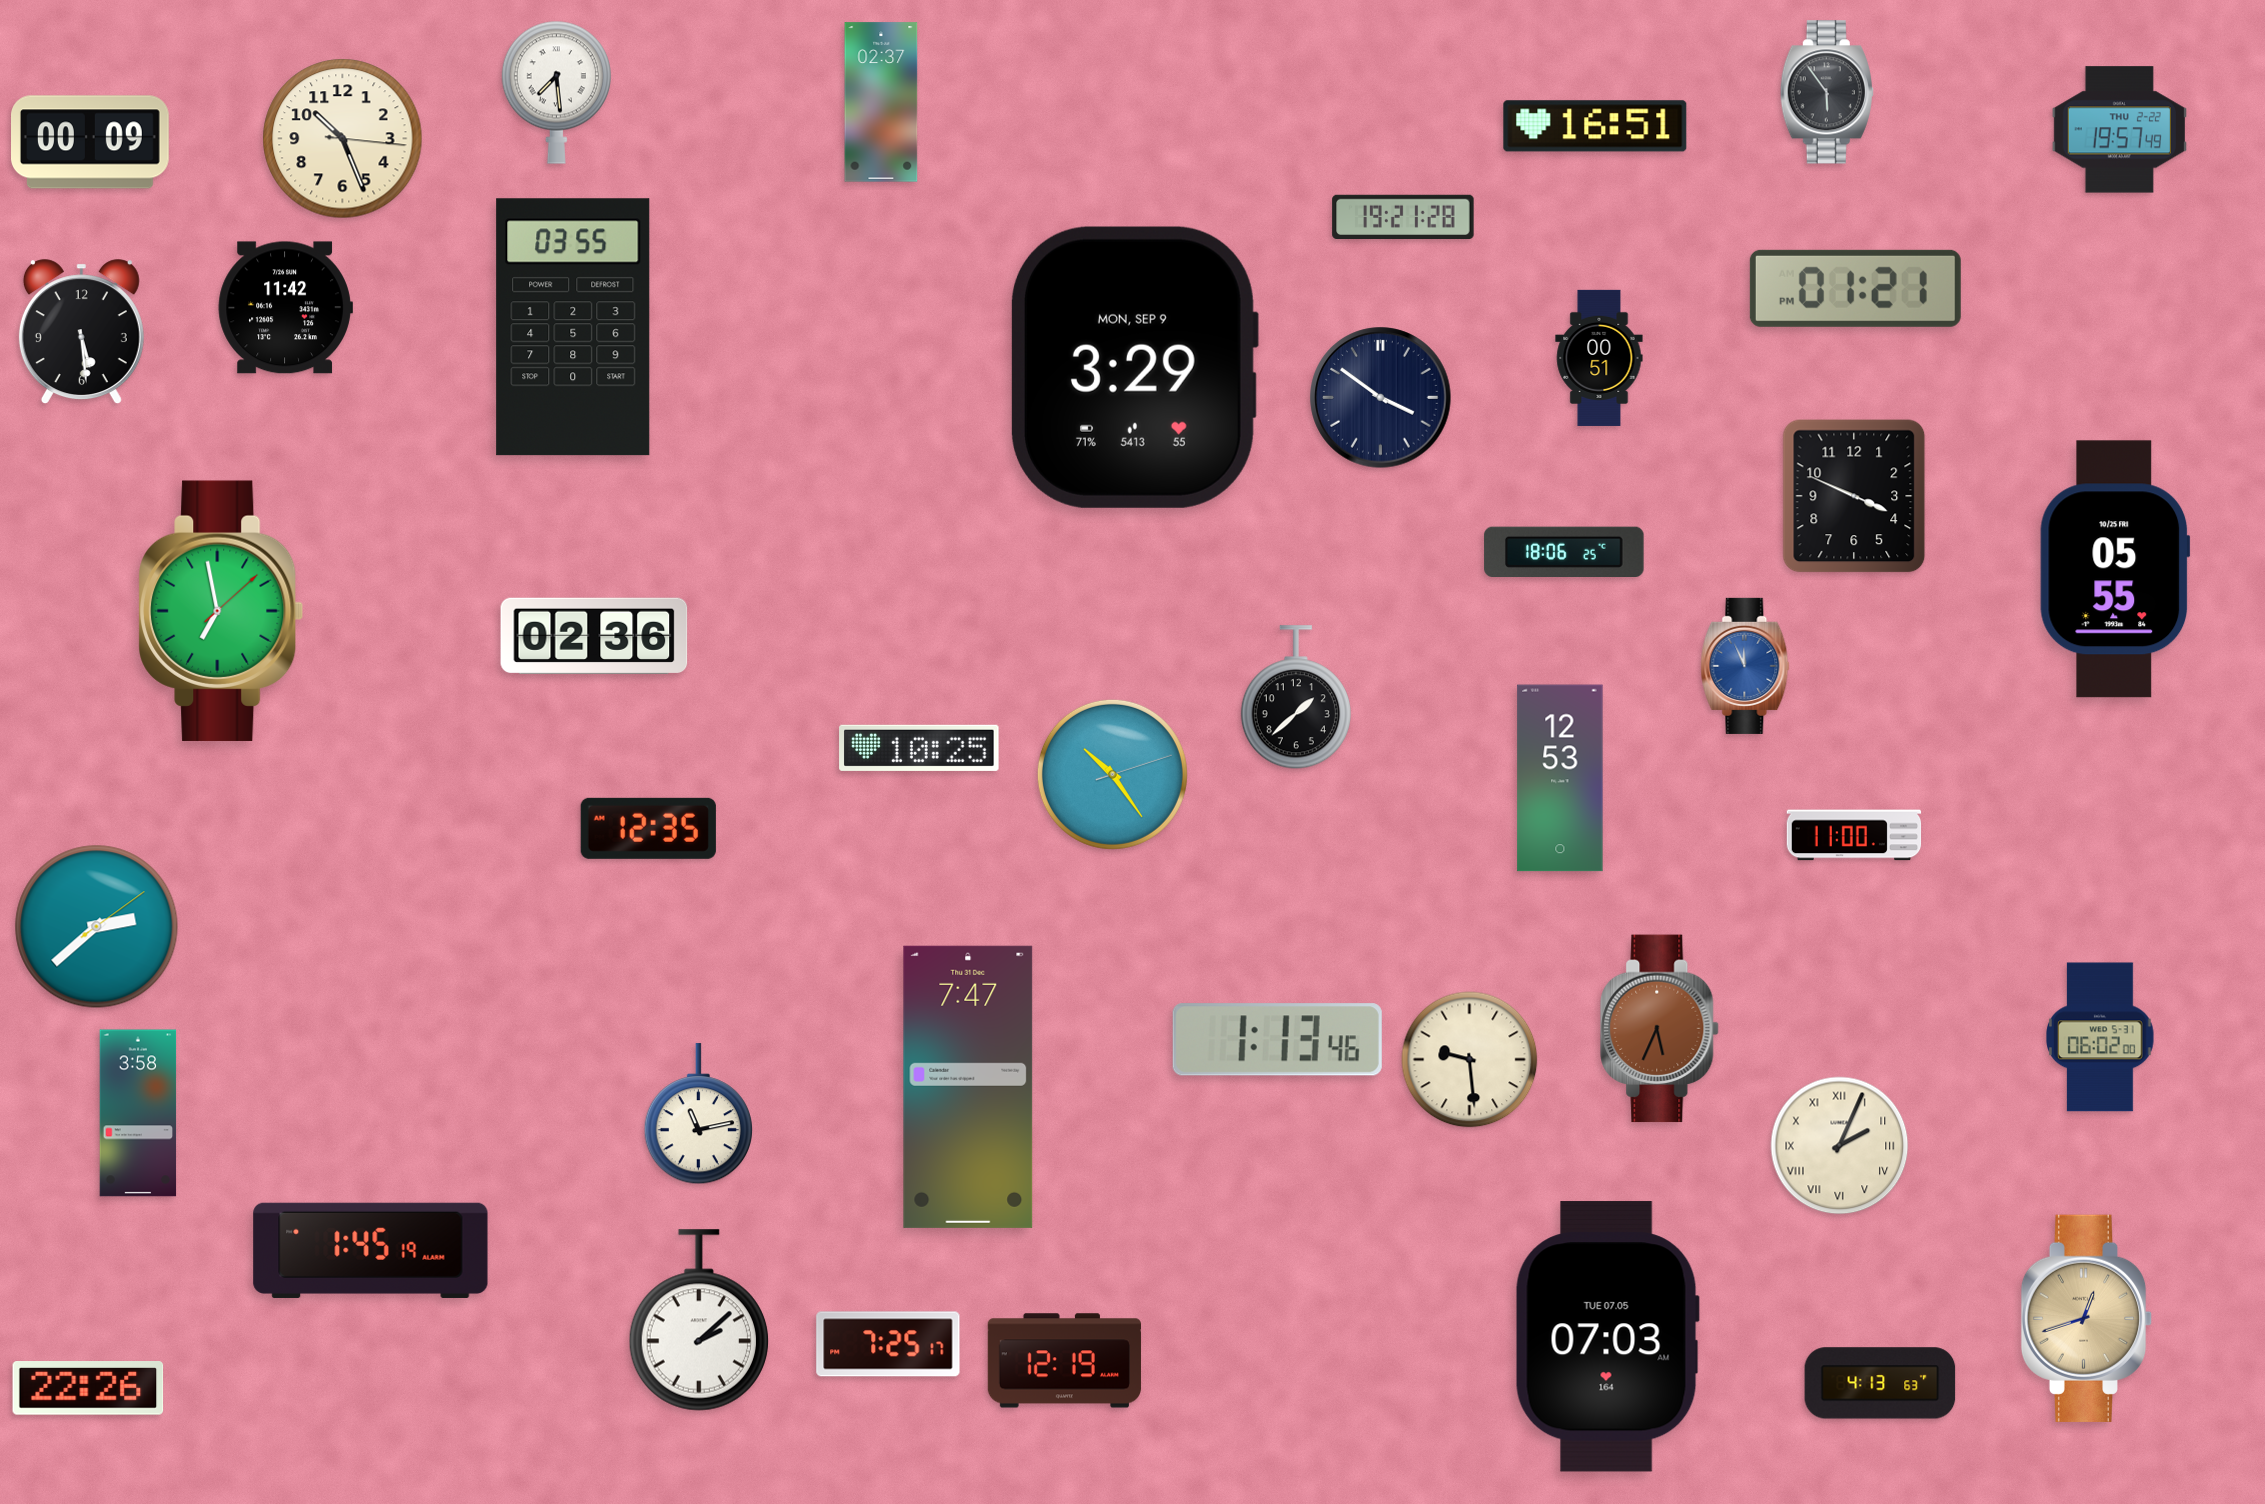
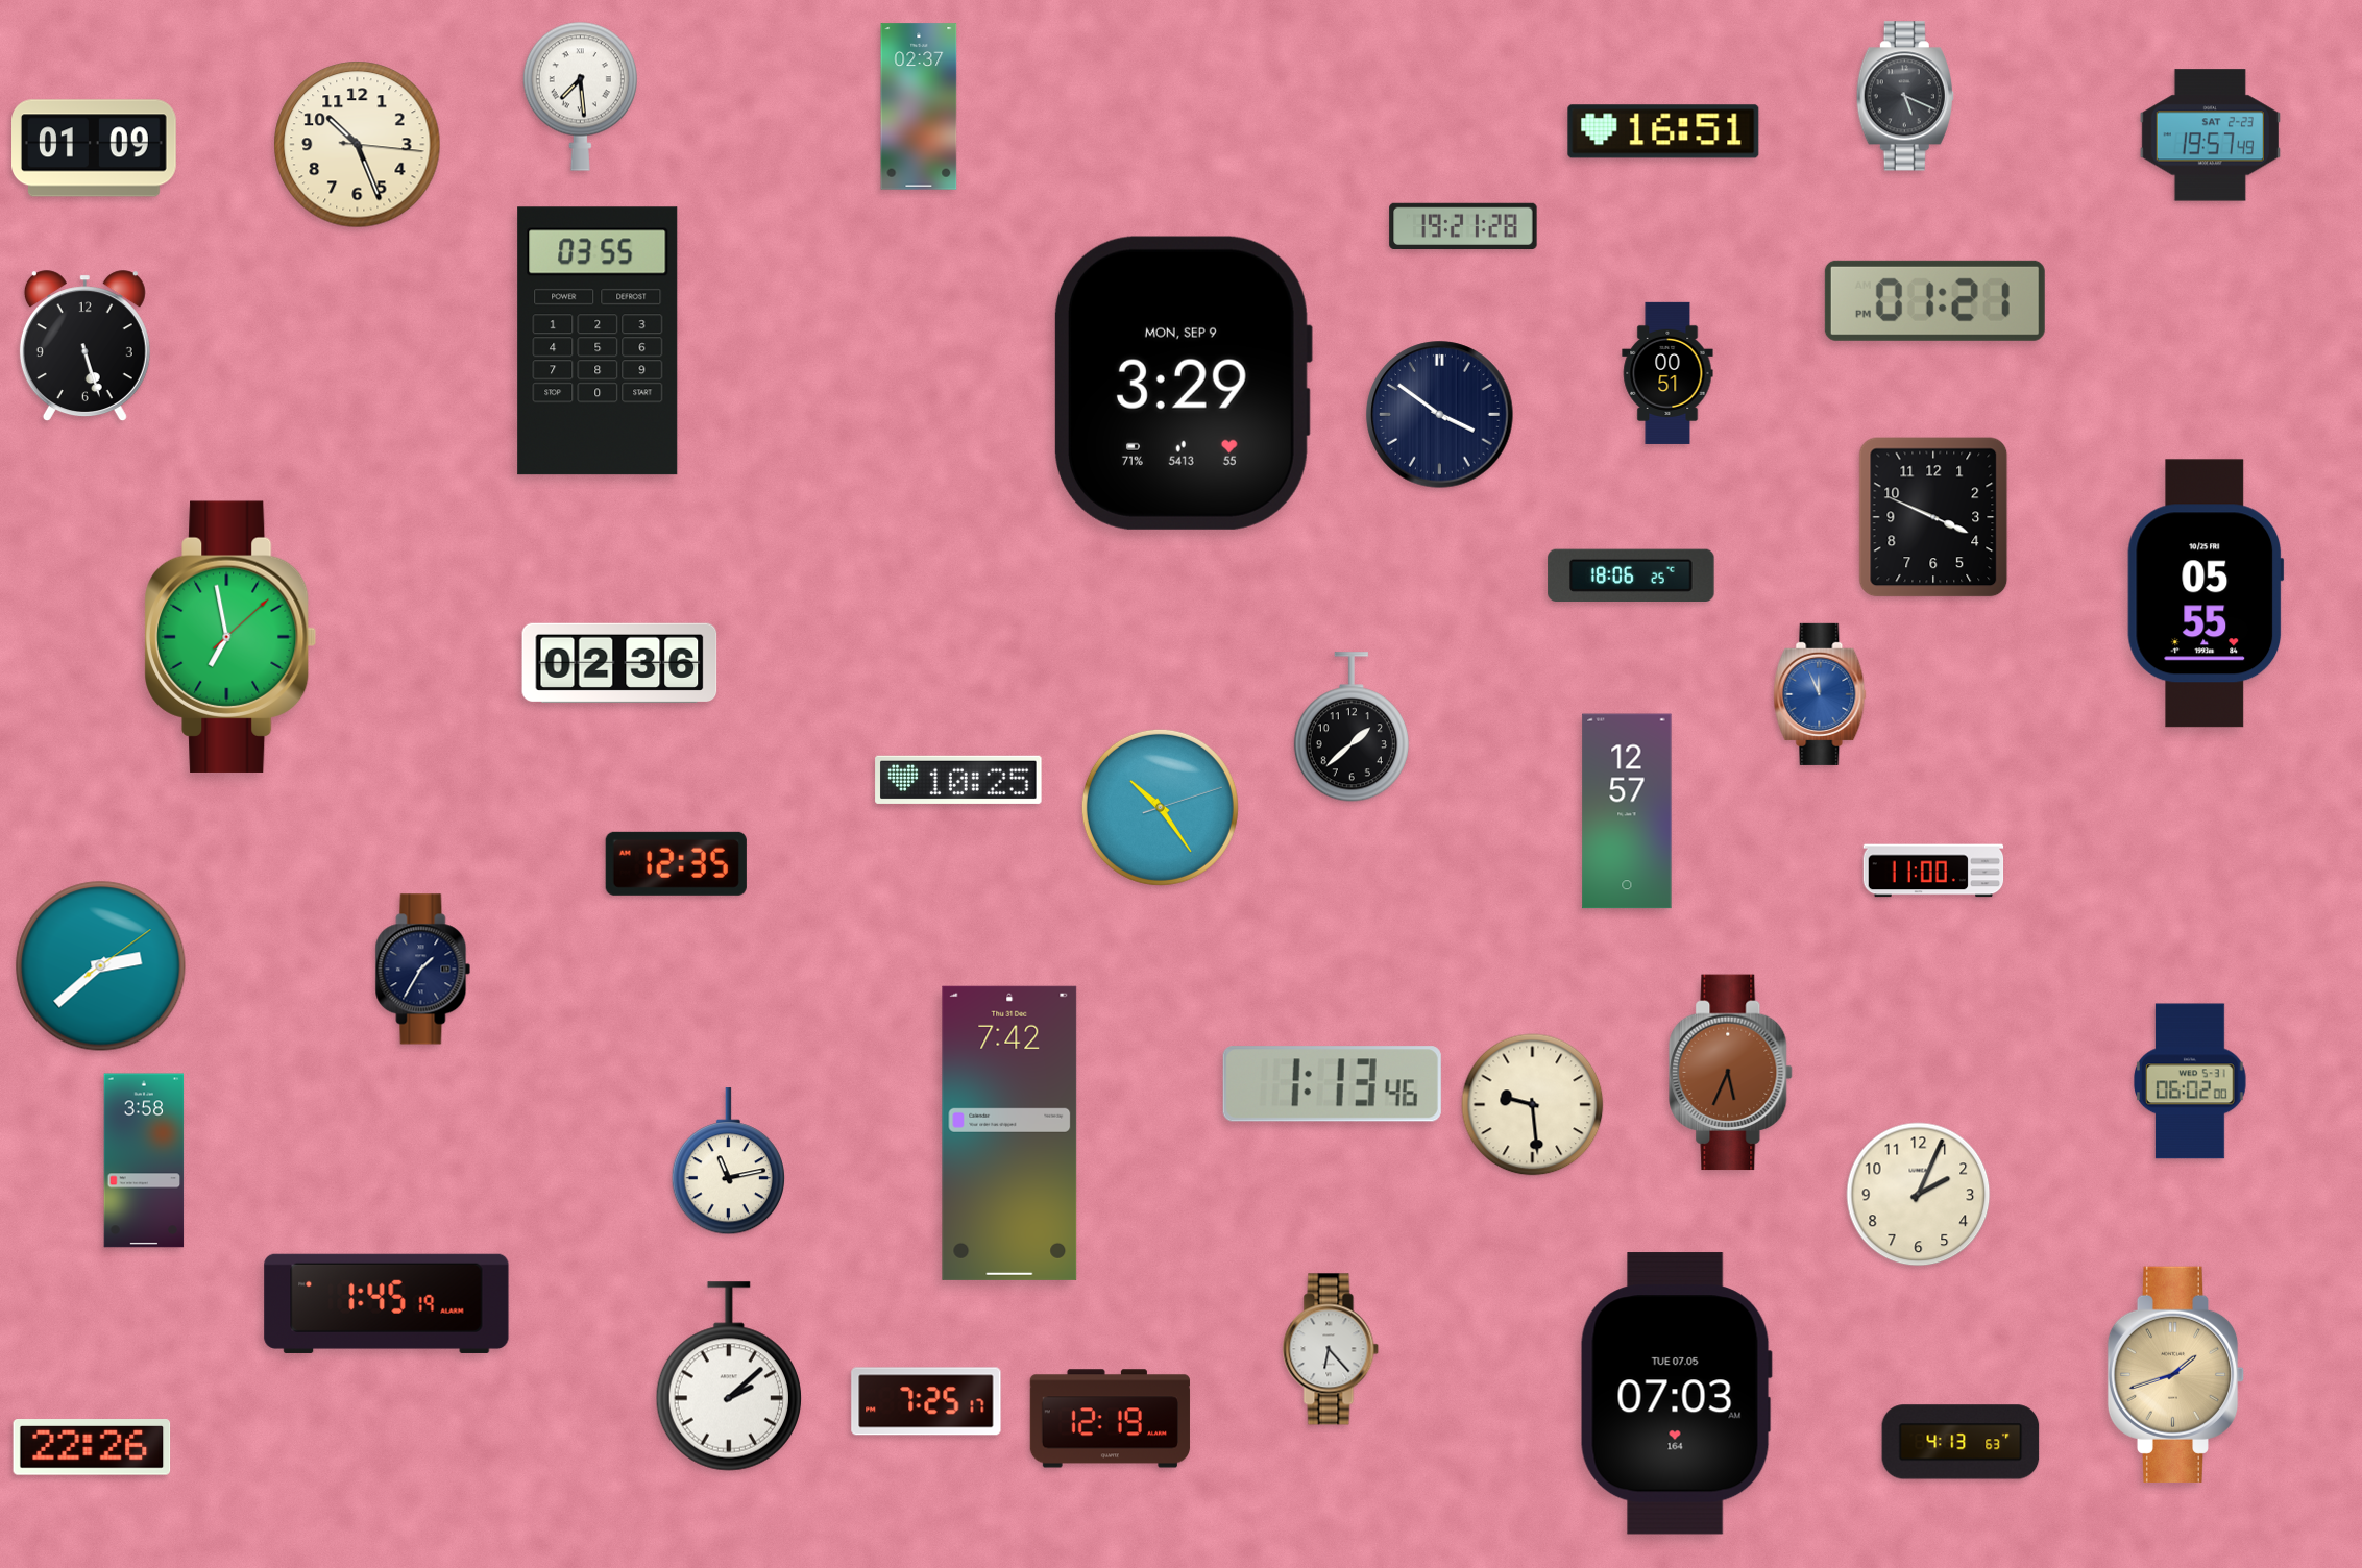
clock at (1827, 92): 5:54 -> 5:19
clock at (2119, 130) date: THU 2-22 -> SAT 2-23
clock at (91, 142): 00:09 -> 01:09
clock at (285, 308): 11:42 -> none
clock at (81, 332): 5:29 -> 5:27
clock at (1560, 778): 12:53 -> 12:57
clock at (423, 970): none -> 1:35
clock at (968, 1087): 7:47 -> 7:42
clock at (1840, 1146) numerals: Roman -> Arabic
clock at (1331, 1349): none -> 6:23
clock at (2087, 1318): 12:42 -> 1:42
